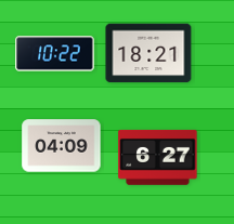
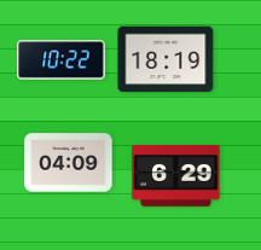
clock at (148, 53): 18:21 -> 18:19
clock at (158, 157): 6:27 -> 6:29
